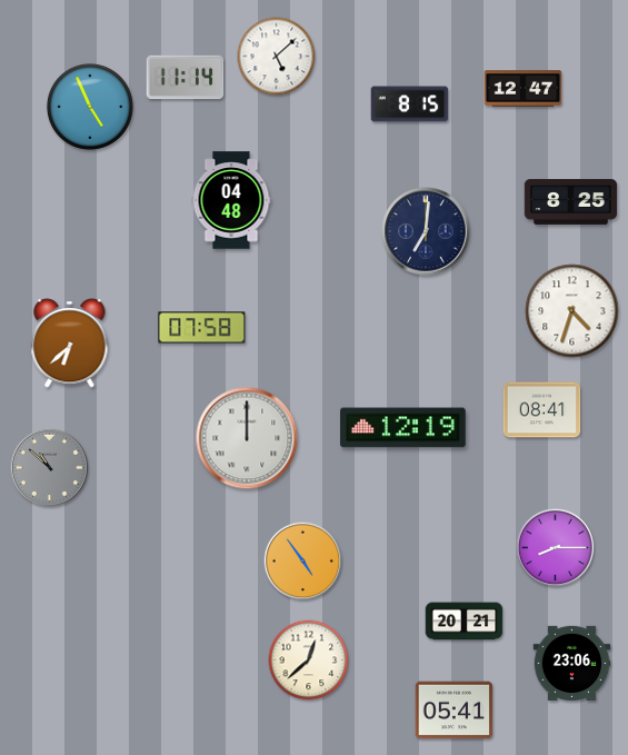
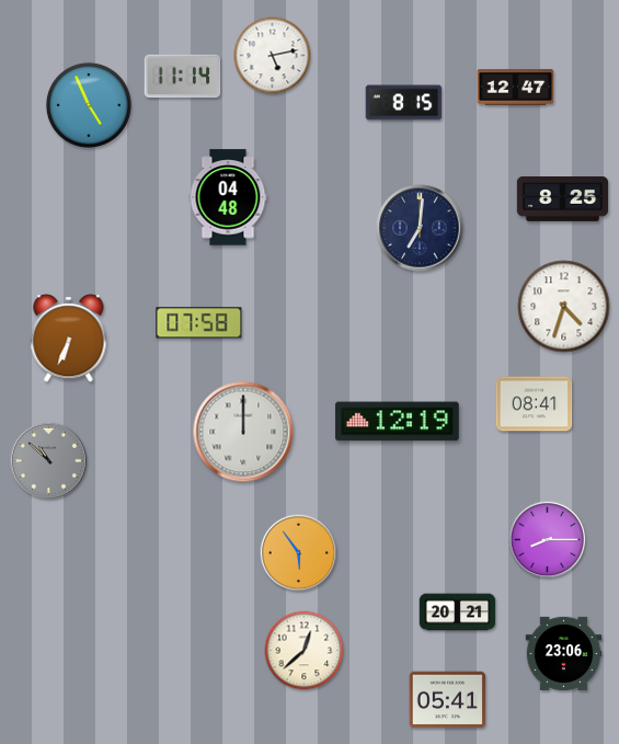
clock at (277, 57): 5:08 -> 5:13
clock at (70, 344): 6:38 -> 6:34
clock at (303, 562): 4:54 -> 5:54
